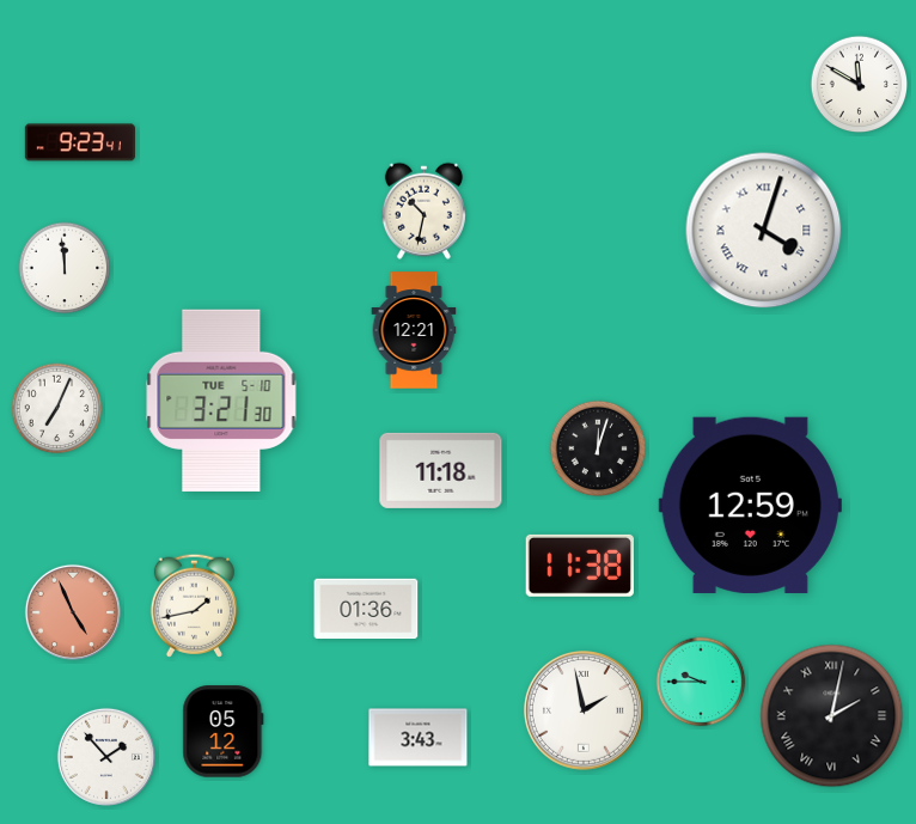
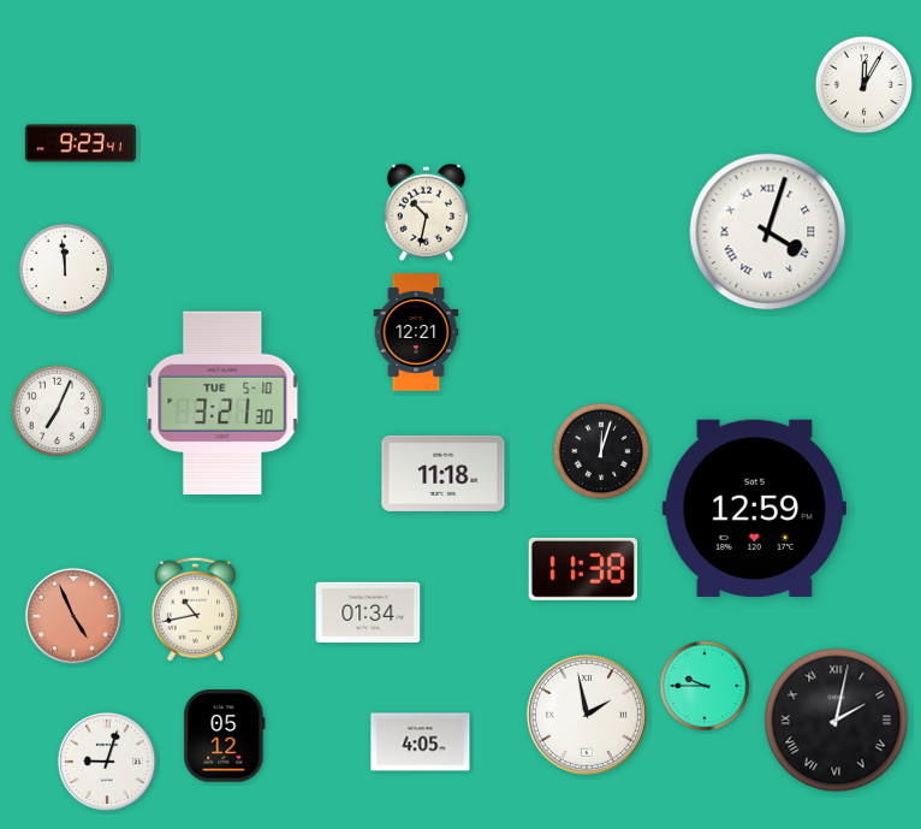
clock at (860, 85): 11:50 -> 12:05
clock at (194, 605): 1:43 -> 10:43
clock at (366, 609): 01:36 -> 01:34
clock at (419, 738): 3:43 -> 4:05
clock at (106, 757): 1:53 -> 9:03
